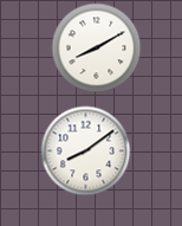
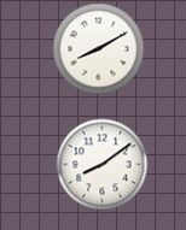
clock at (86, 151) position: (86, 151) -> (103, 165)
